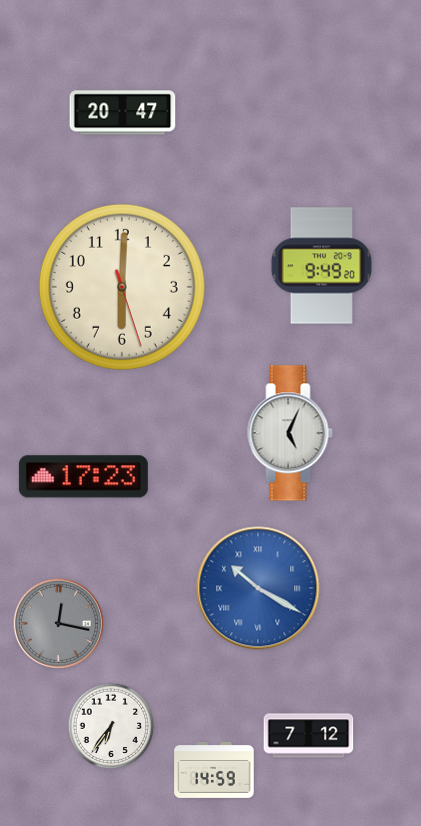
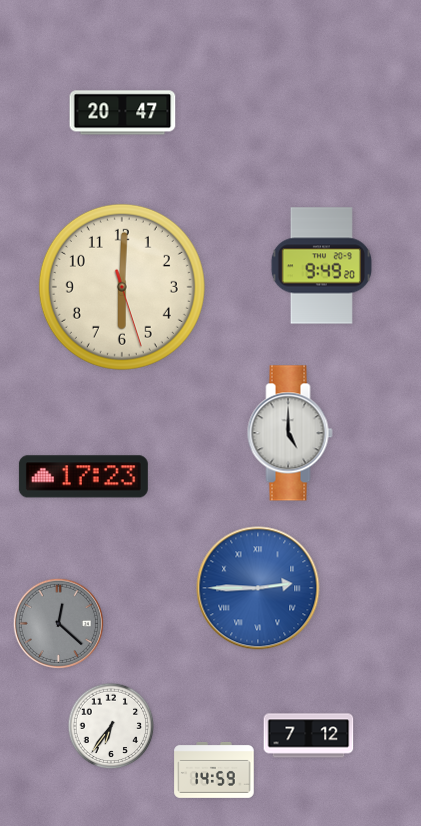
clock at (290, 433): 5:04 -> 5:00
clock at (258, 588): 10:20 -> 2:45
clock at (58, 623): 12:17 -> 12:22
